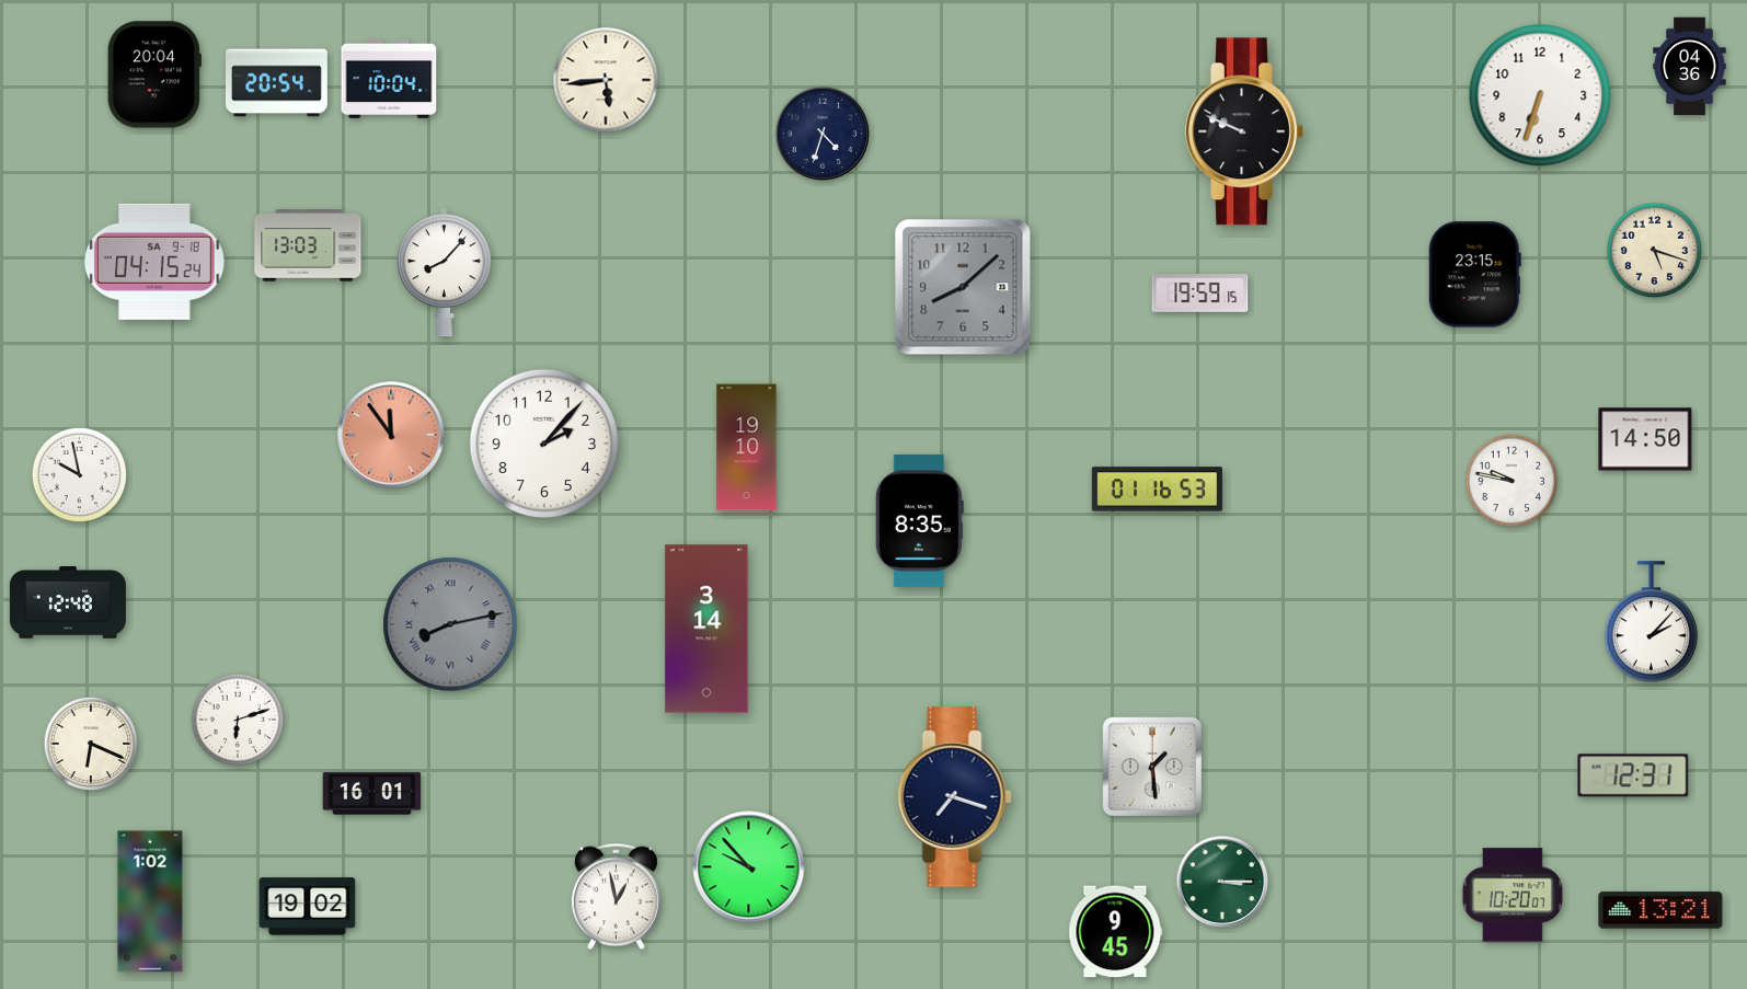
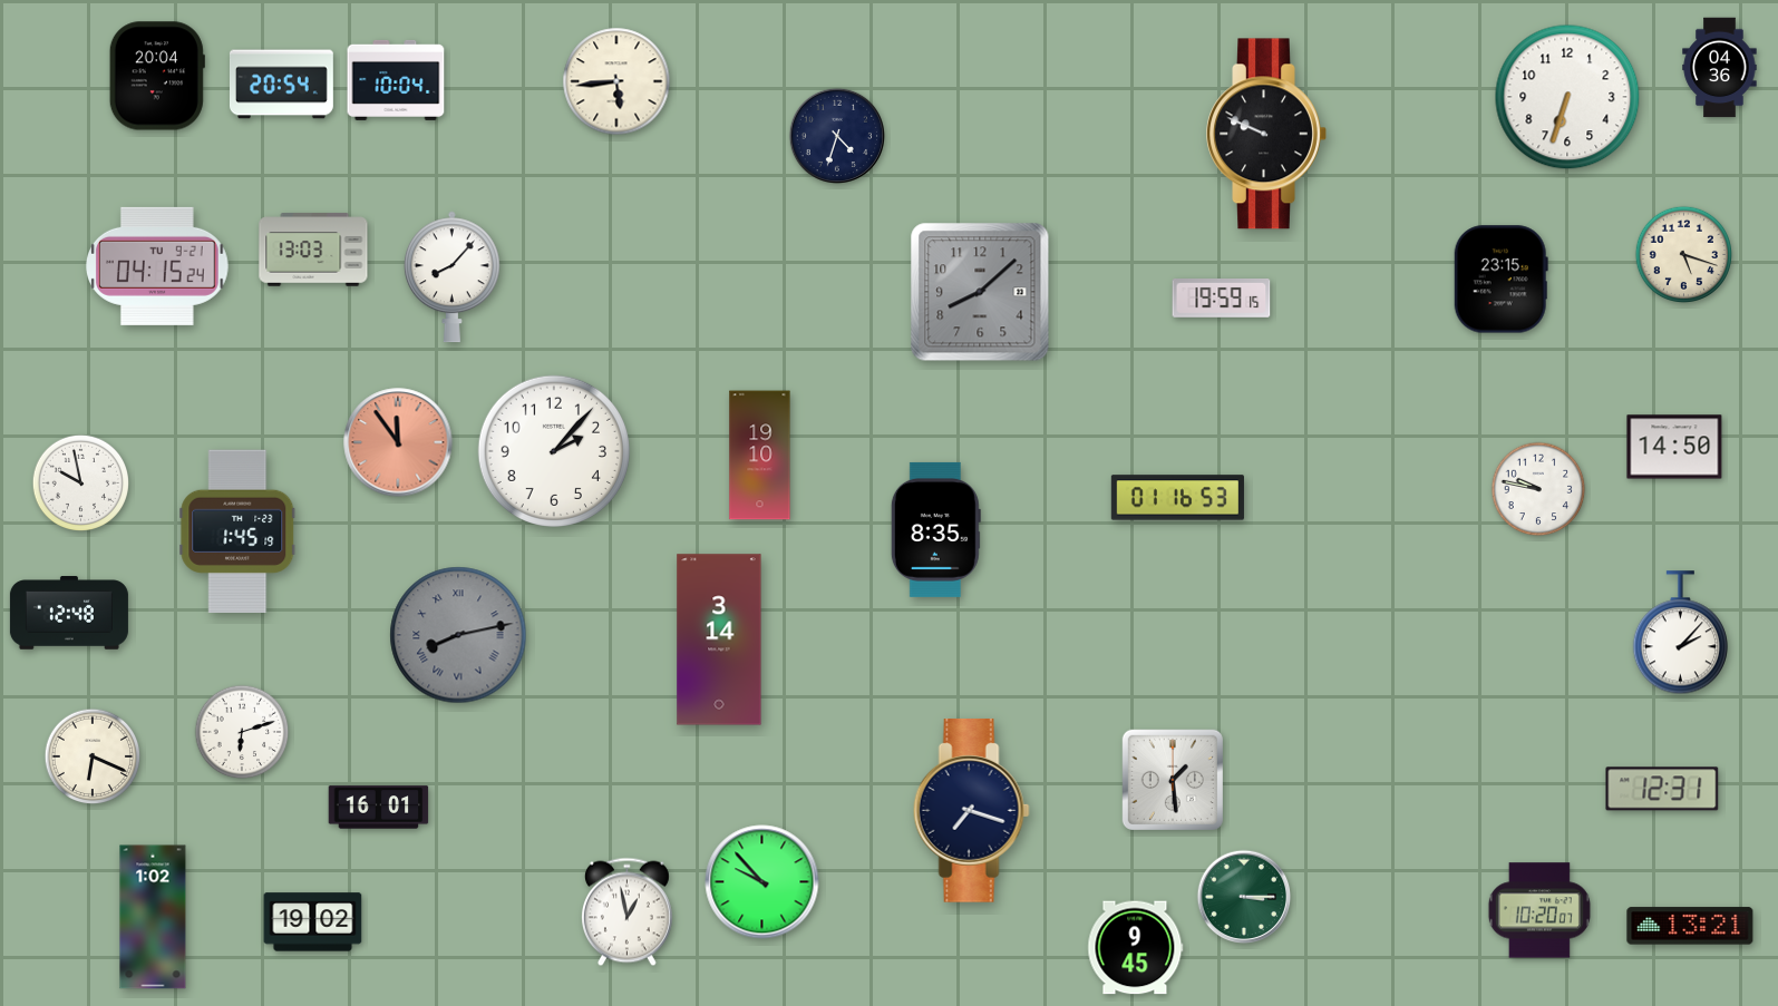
clock at (156, 262) date: SA 9-18 -> TU 9-21
clock at (237, 531): none -> 1:45
